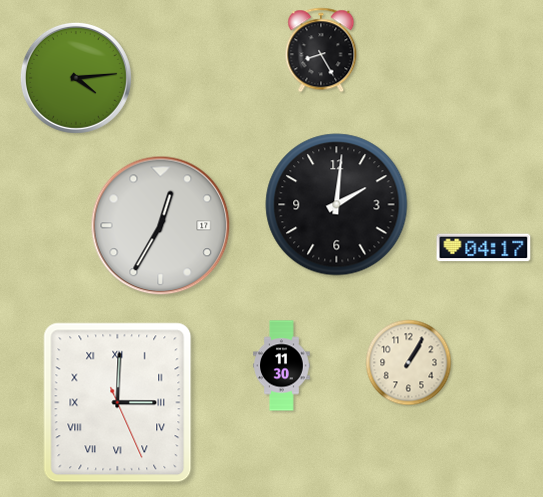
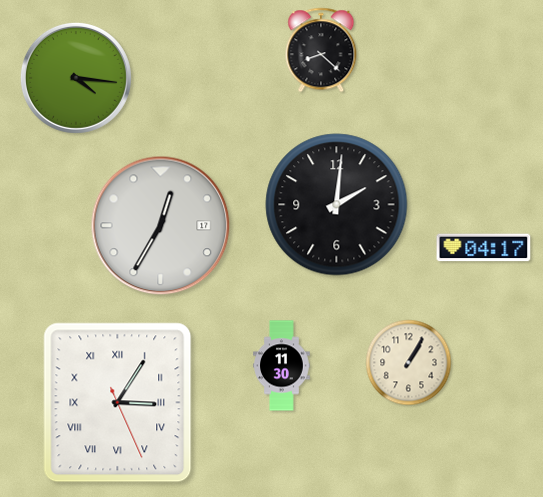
clock at (321, 50): 8:25 -> 8:22
clock at (76, 78): 4:14 -> 4:16
clock at (118, 403): 3:00 -> 3:05
